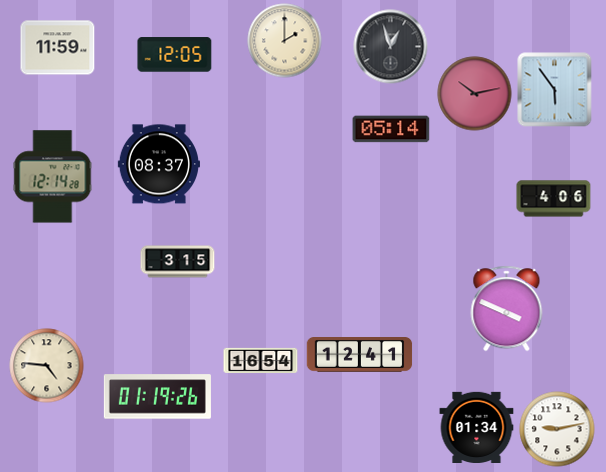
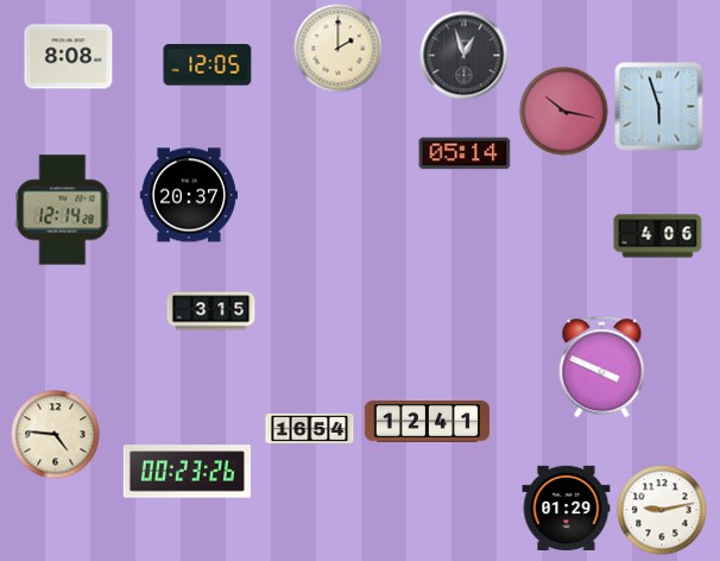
clock at (58, 48): 11:59 -> 8:08
clock at (555, 90): 5:54 -> 5:57
clock at (475, 94): 10:13 -> 10:17
clock at (158, 164): 08:37 -> 20:37
clock at (157, 397): 01:19 -> 00:23
clock at (477, 427): 01:34 -> 01:29
